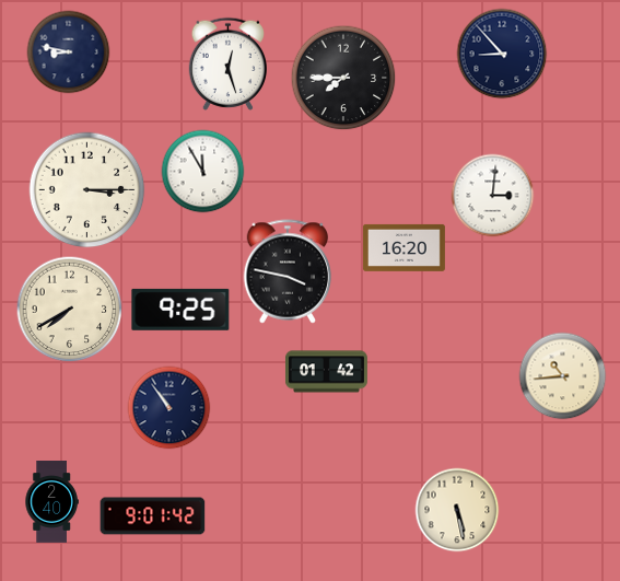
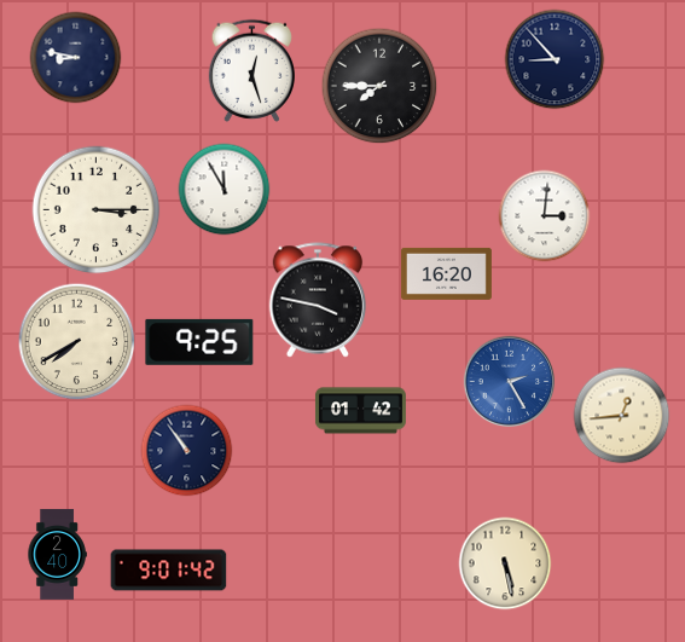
clock at (510, 382): none -> 2:25
clock at (563, 376): 10:44 -> 12:44
